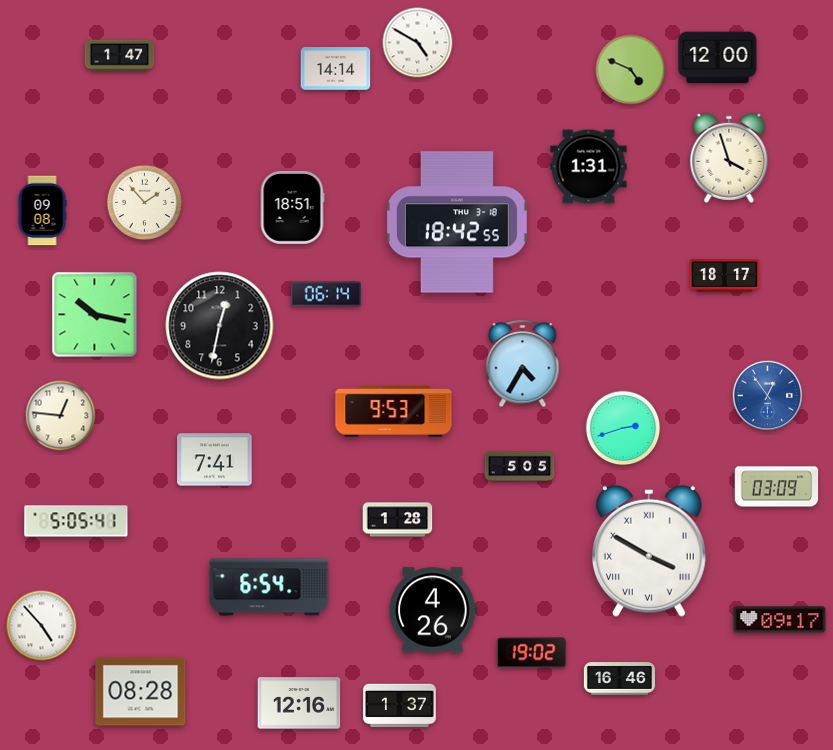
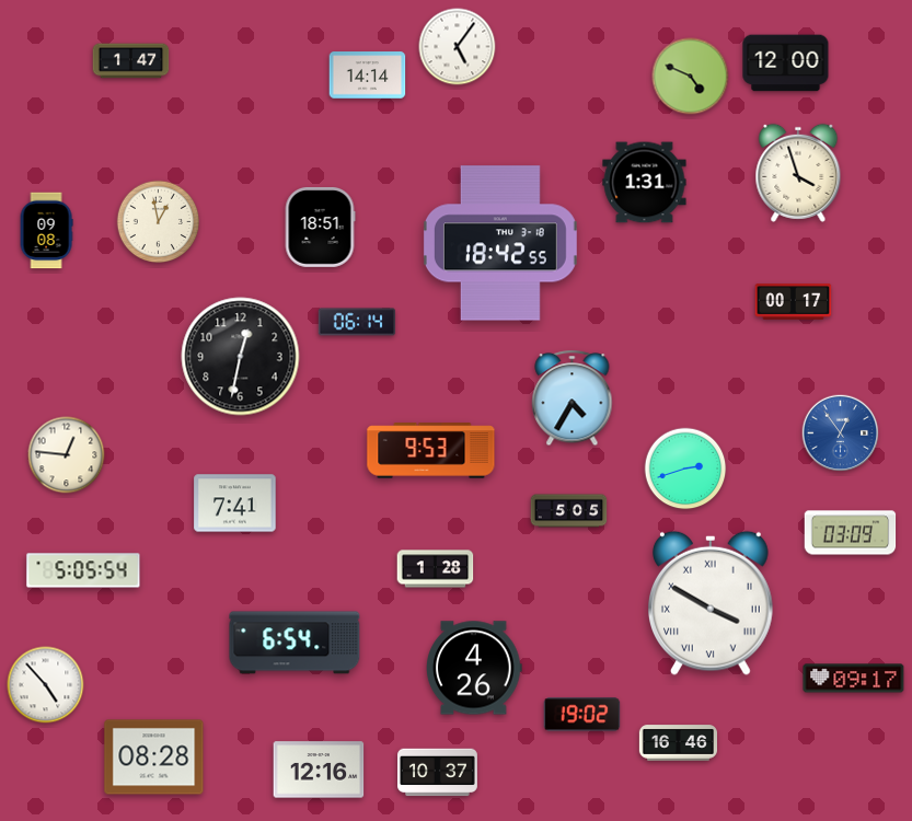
clock at (418, 43): 4:50 -> 5:06
clock at (145, 203): 1:53 -> 12:58
clock at (725, 276): 18:17 -> 00:17
clock at (95, 315): 10:17 -> none
clock at (623, 428) position: (623, 428) -> (685, 469)
clock at (76, 521): 5:05:41 -> 5:05:54
clock at (299, 703) position: (299, 703) -> (319, 770)
clock at (400, 706): 1:37 -> 10:37
